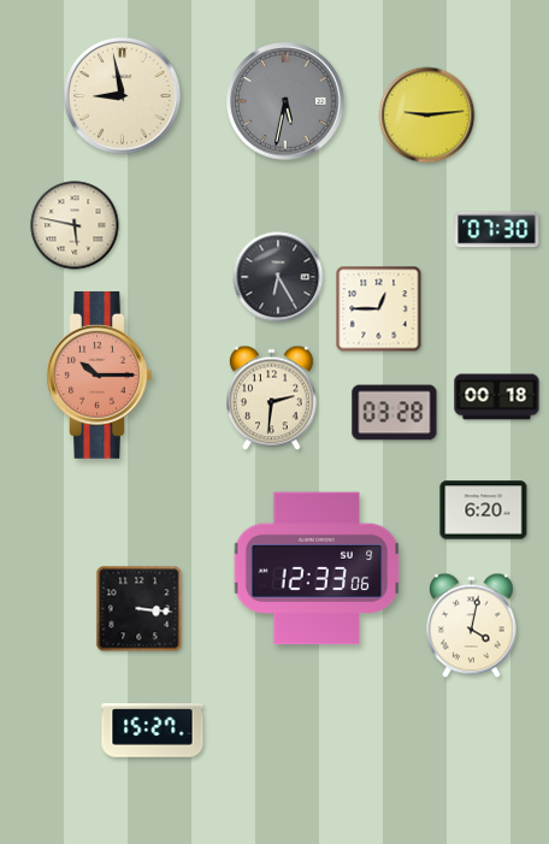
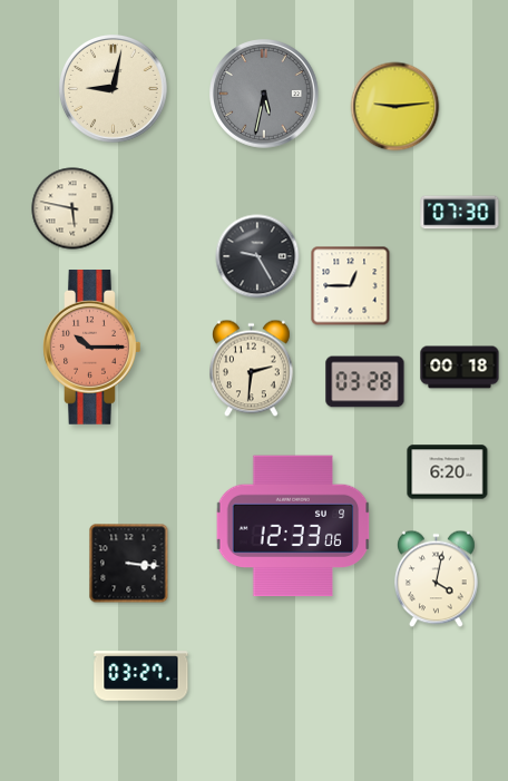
clock at (123, 96): 8:58 -> 9:02
clock at (75, 225) position: (75, 225) -> (72, 208)
clock at (278, 277): 6:25 -> 9:25
clock at (153, 731): 15:27 -> 03:27
